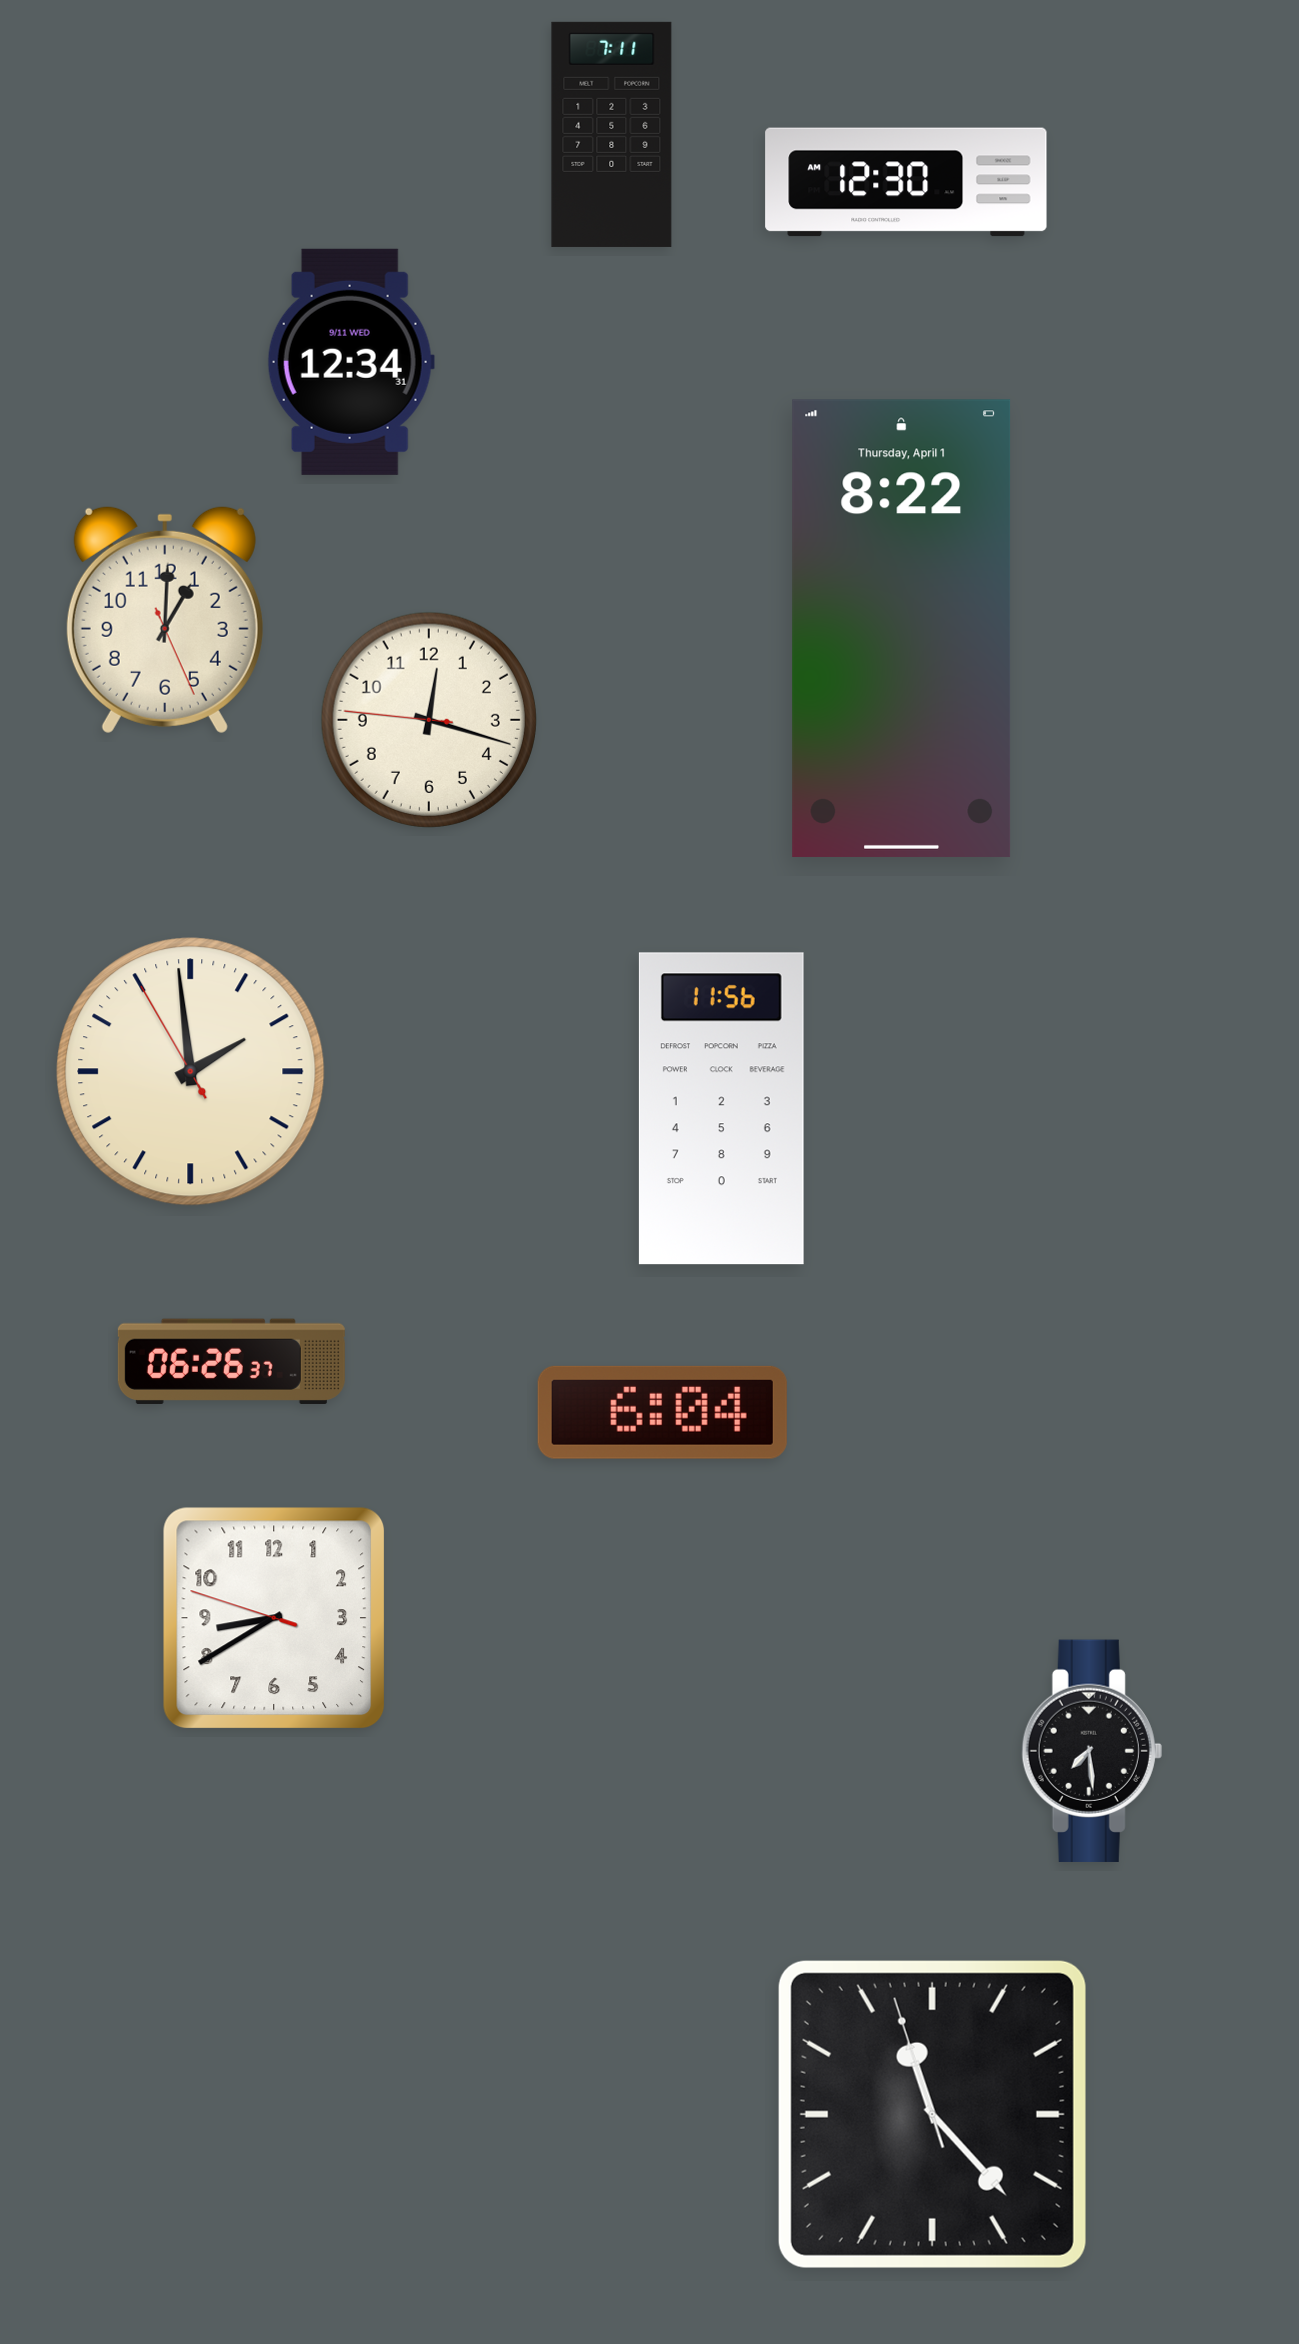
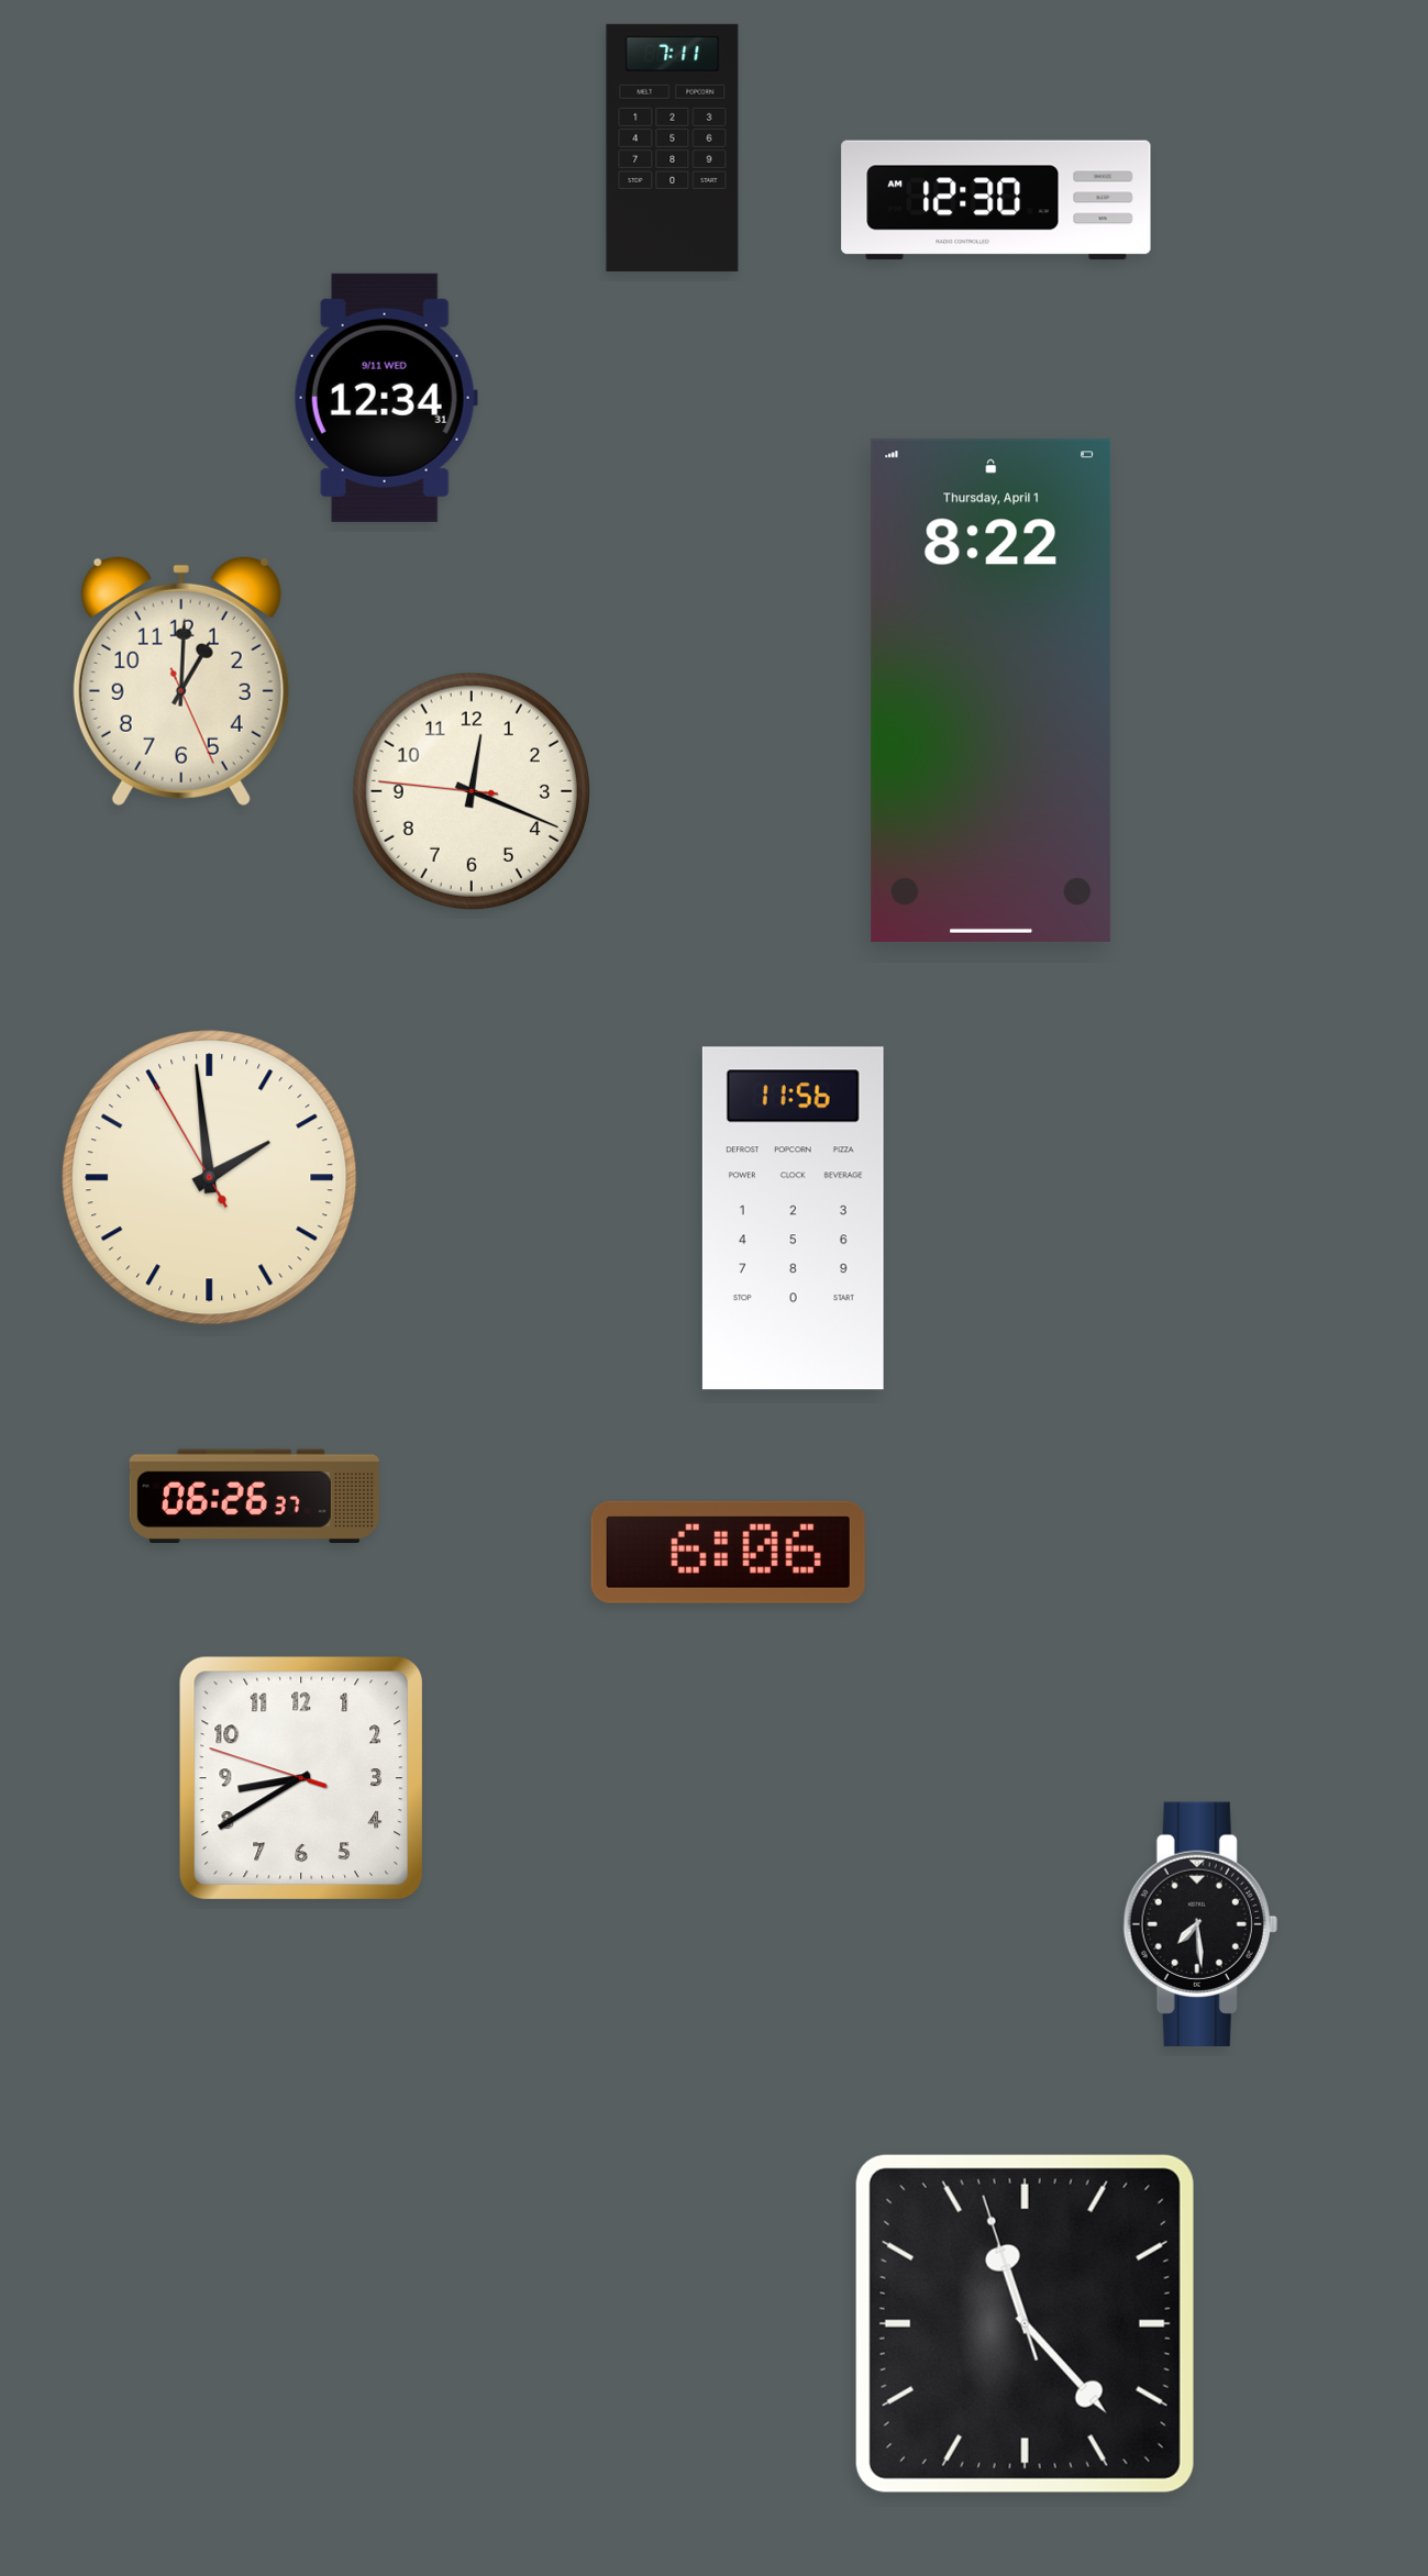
clock at (429, 720): 12:17 -> 12:18
clock at (662, 1412): 6:04 -> 6:06
